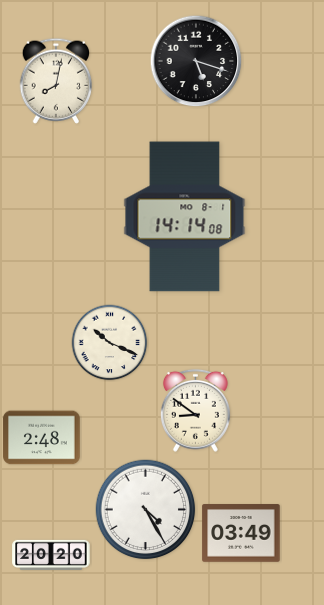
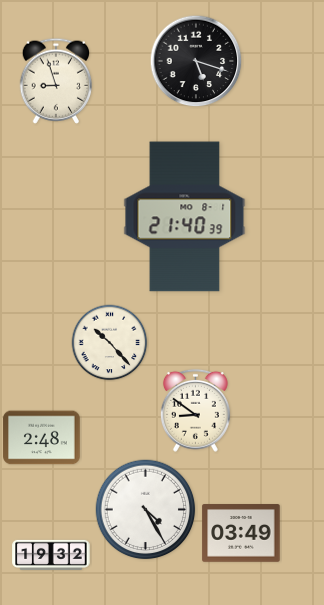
clock at (56, 81): 8:02 -> 8:57
clock at (185, 217): 14:14 -> 21:40
clock at (110, 343): 10:19 -> 10:23
clock at (51, 555): 20:20 -> 19:32
